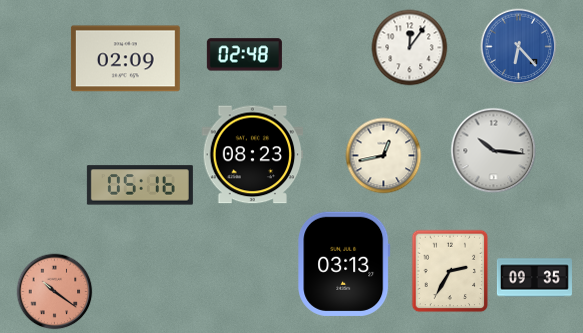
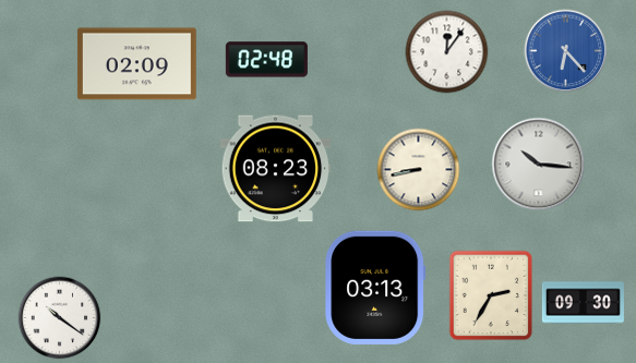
clock at (384, 156): 12:43 -> 8:43
clock at (140, 185): 05:16 -> none
clock at (534, 278): 09:35 -> 09:30
clock at (55, 292) dial: salmon -> white
